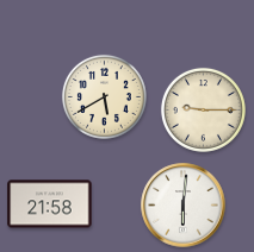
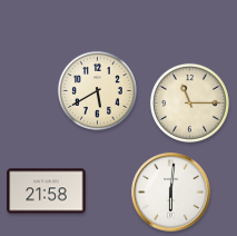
clock at (203, 109): 9:15 -> 11:15
